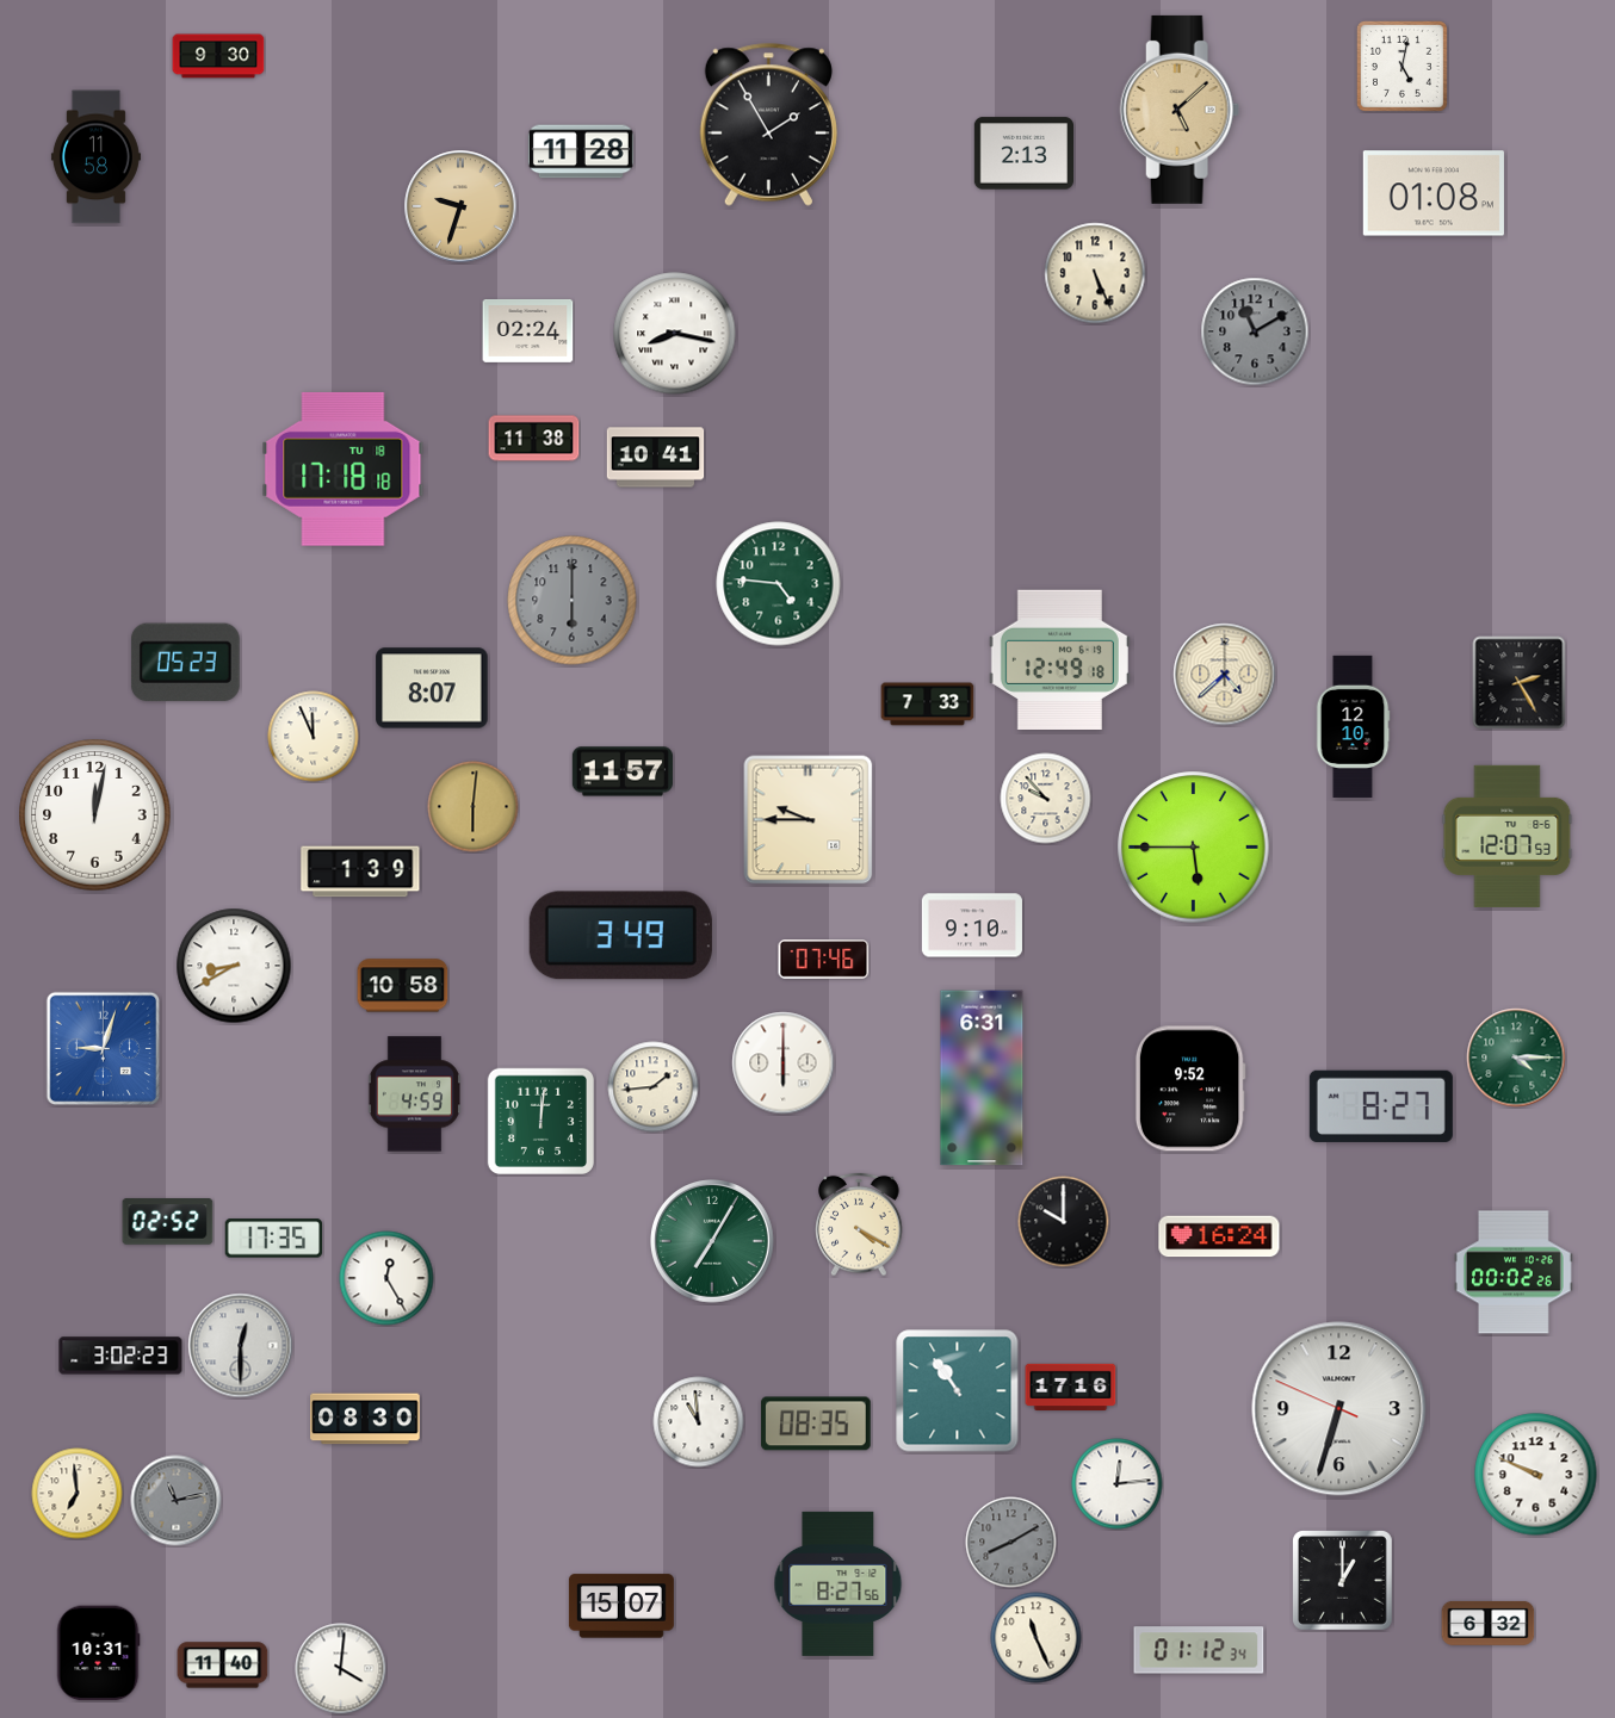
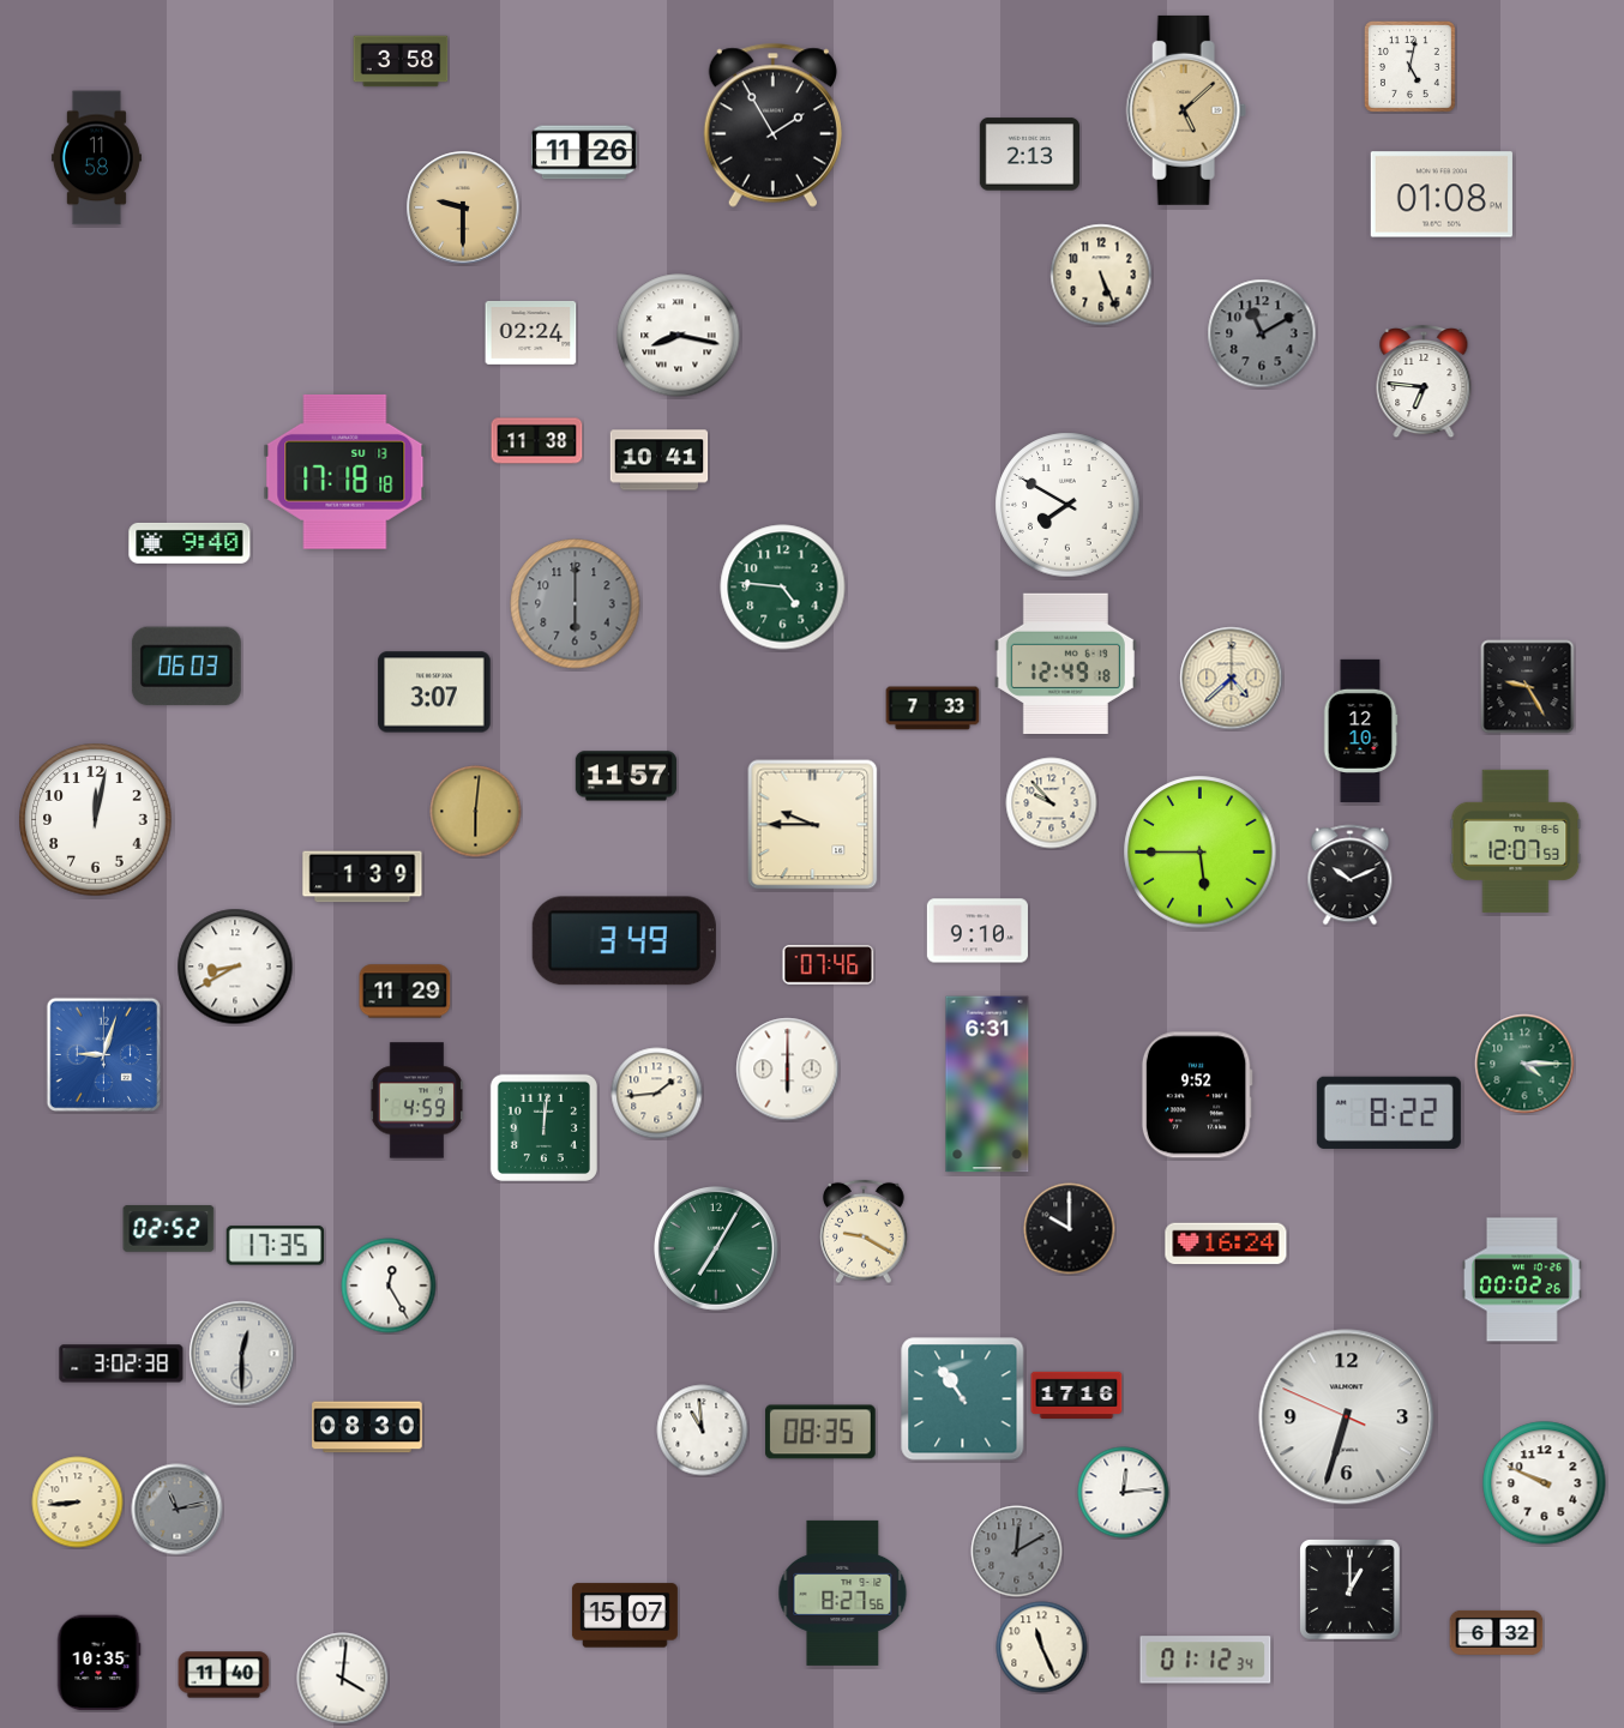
clock at (218, 56): 9:30 -> none
clock at (401, 61): none -> 3:58
clock at (581, 151): 11:28 -> 11:26
clock at (460, 206): 9:33 -> 9:30
clock at (1424, 381): none -> 6:46
clock at (344, 469) date: TU 18 -> SU 13
clock at (1067, 505): none -> 7:50
clock at (190, 543): none -> 9:40
clock at (185, 663): 05:23 -> 06:03
clock at (1520, 683): 2:25 -> 9:25
clock at (432, 688): 8:07 -> 3:07
clock at (314, 737): 11:56 -> none
clock at (1351, 875): none -> 10:11
clock at (234, 966) position: (234, 966) -> (235, 967)
clock at (403, 986): 10:58 -> 11:29
clock at (1381, 1106): 8:27 -> 8:22
clock at (859, 1224): 4:20 -> 9:20
clock at (120, 1356): 3:02:23 -> 3:02:38
clock at (78, 1494): 6:59 -> 8:44
clock at (1011, 1543): 8:10 -> 12:10
clock at (98, 1654): 10:31 -> 10:35
